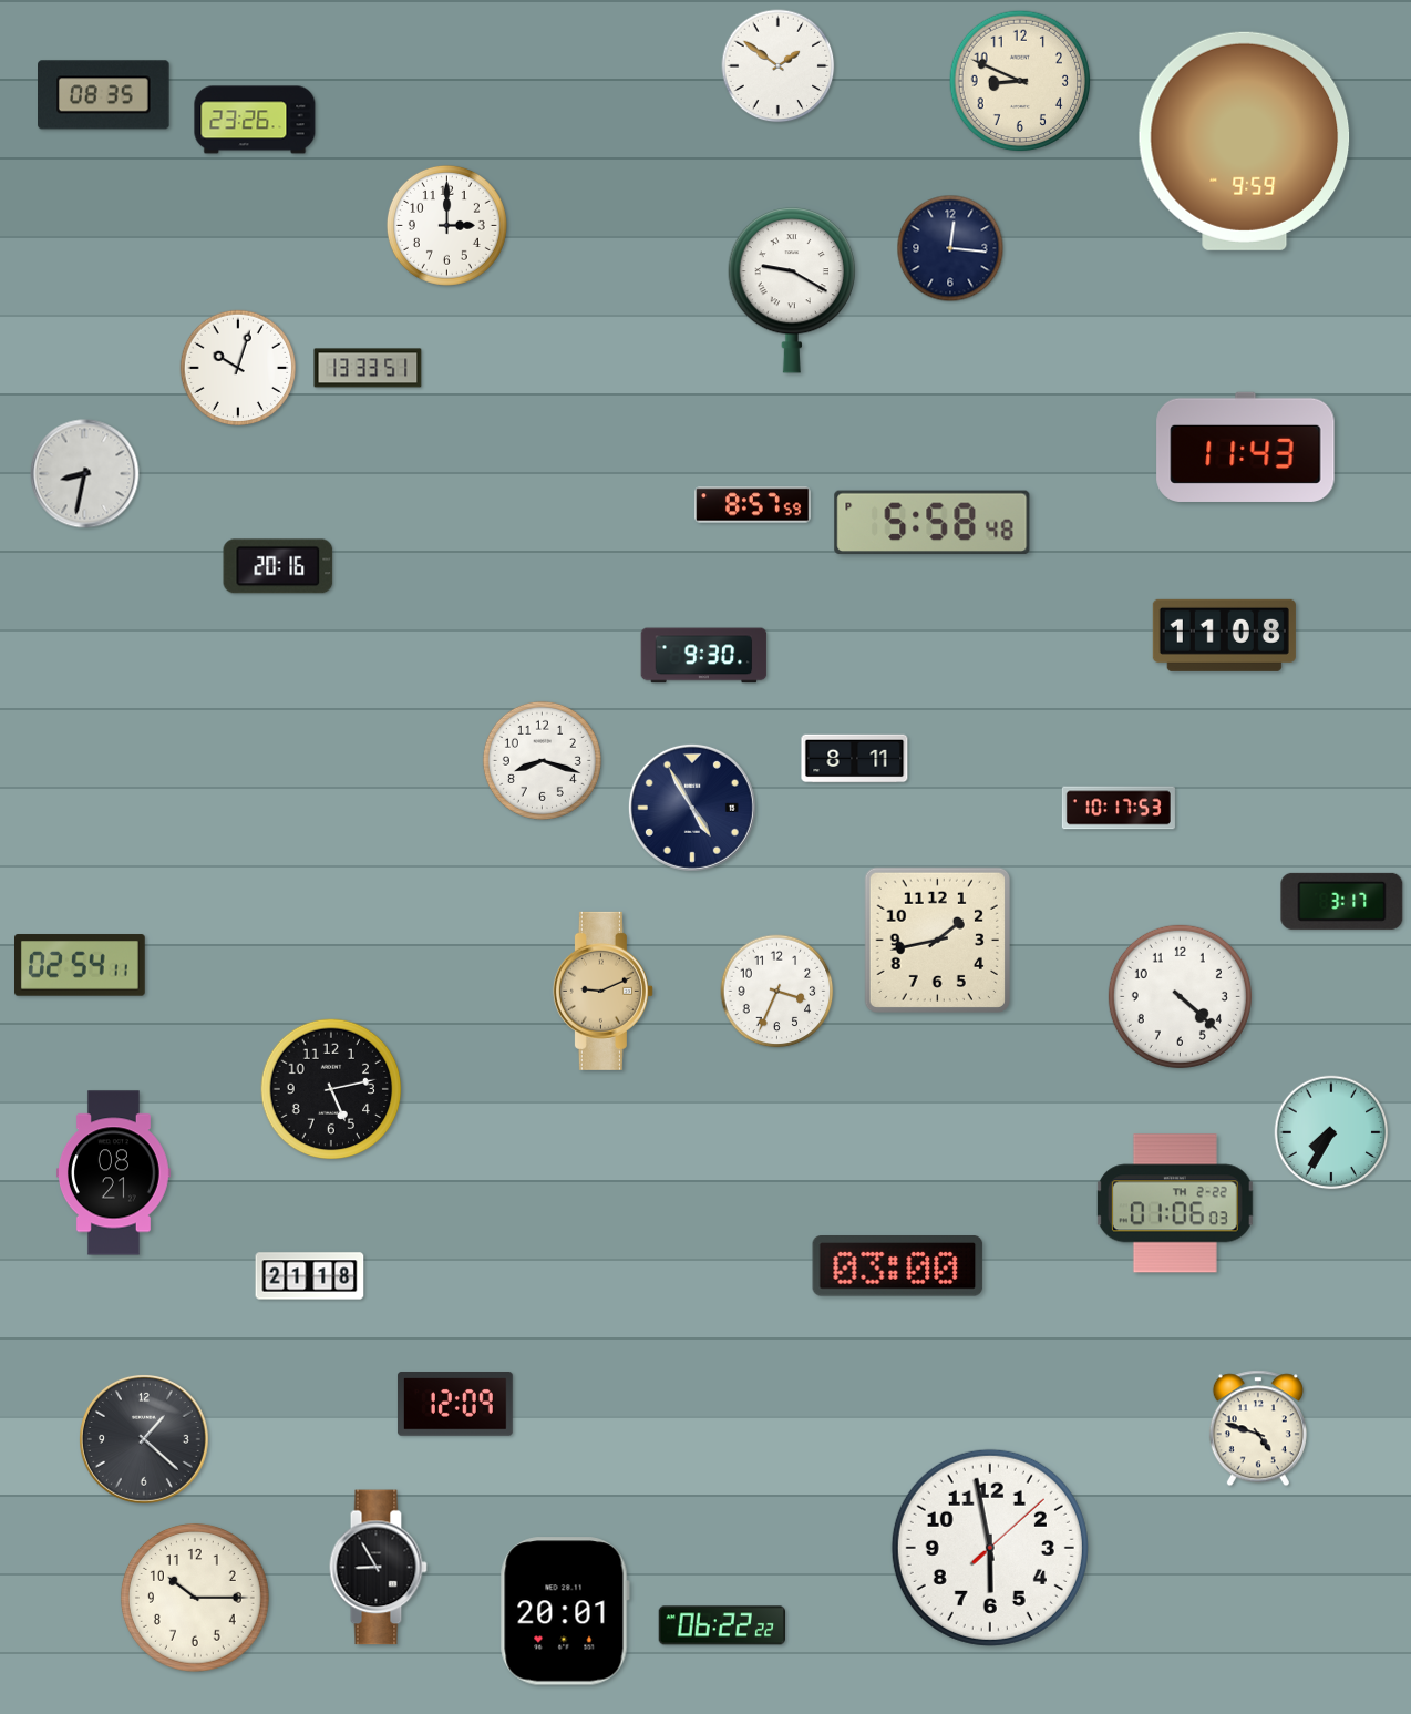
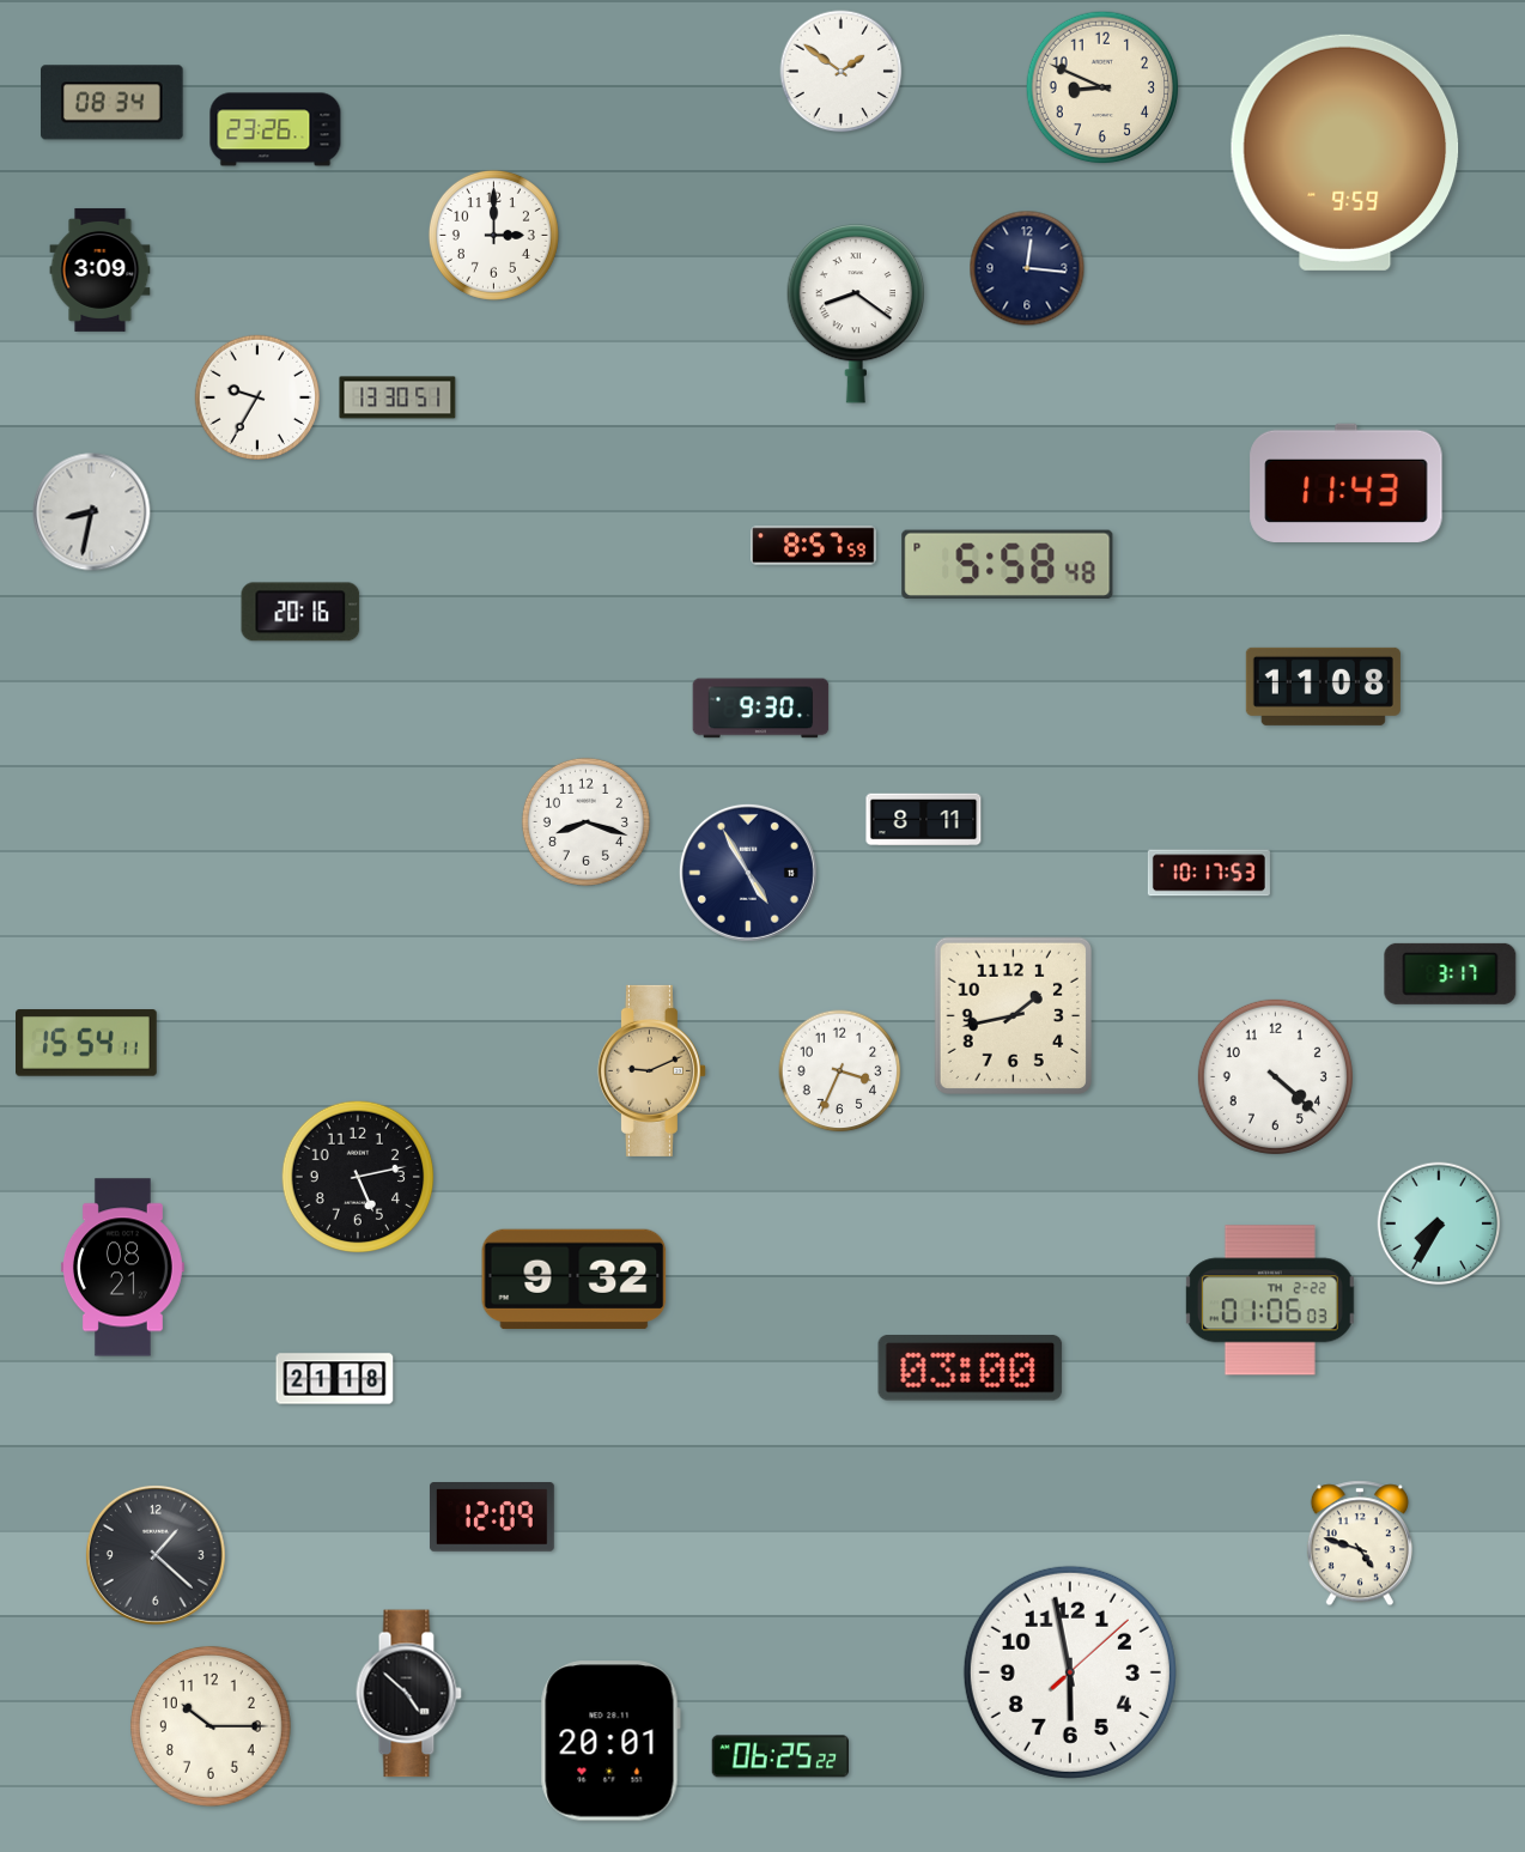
clock at (104, 95): 08:35 -> 08:34
clock at (446, 225) position: (446, 225) -> (493, 235)
clock at (101, 269): none -> 3:09
clock at (791, 291): 9:20 -> 8:21
clock at (237, 367): 10:03 -> 9:35
clock at (368, 368): 13:33 -> 13:30
clock at (81, 965): 02:54 -> 15:54
clock at (575, 1280): none -> 9:32
clock at (378, 1568): 8:55 -> 4:52
clock at (722, 1625): 06:22 -> 06:25
